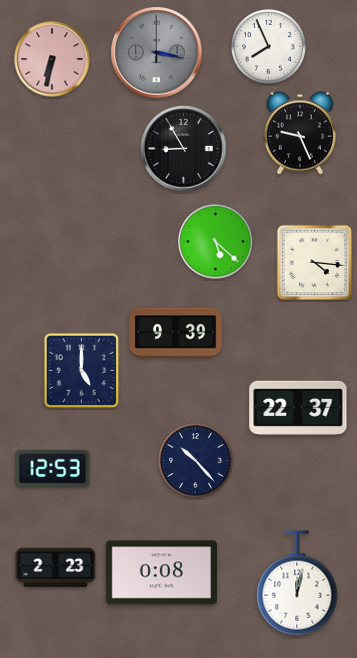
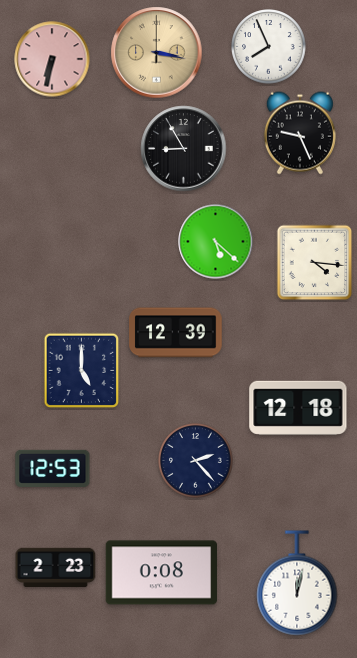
clock at (157, 53) dial: grey -> champagne
clock at (176, 333): 9:39 -> 12:39
clock at (298, 408): 22:37 -> 12:18
clock at (196, 461): 10:23 -> 2:23
